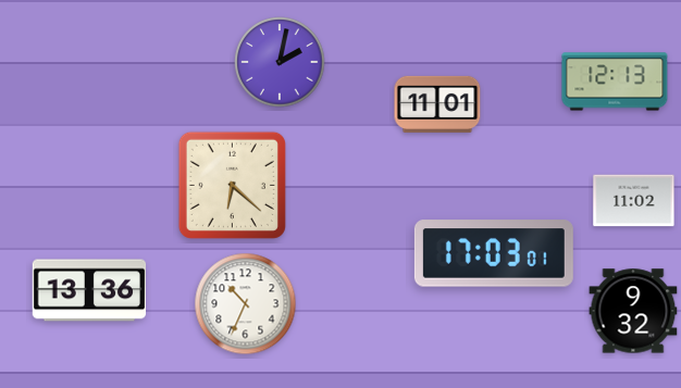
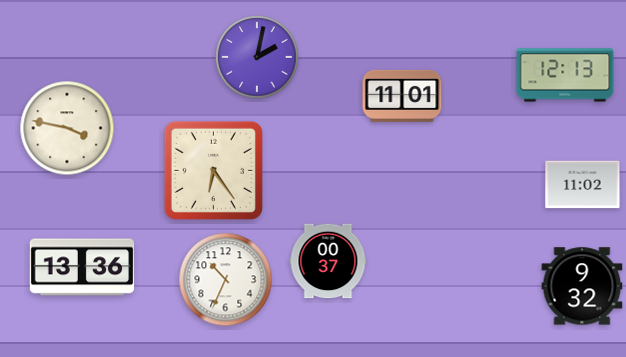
clock at (67, 128): none -> 3:47
clock at (232, 185): 6:22 -> 6:24
clock at (494, 253): 17:03 -> none
clock at (328, 261): none -> 00:37
